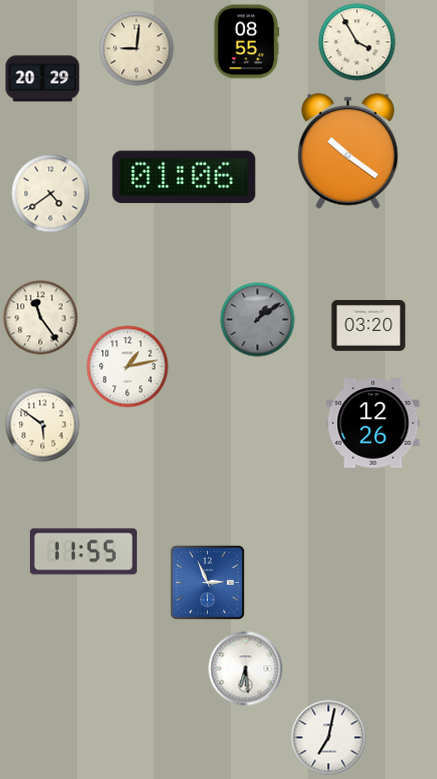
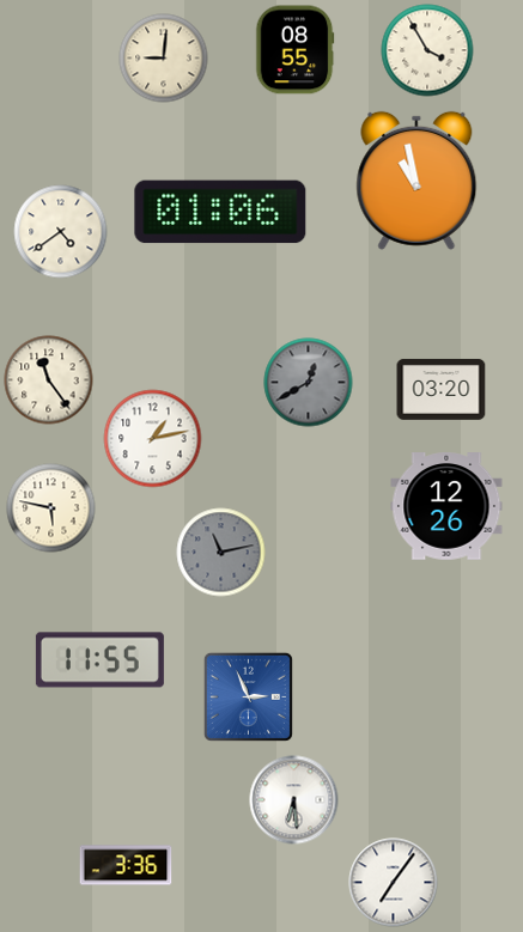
clock at (43, 79): 20:29 -> none
clock at (348, 151): 10:21 -> 10:58
clock at (258, 320): 1:09 -> 12:40
clock at (43, 425): 5:51 -> 5:47
clock at (221, 553): none -> 11:13
clock at (126, 865): none -> 3:36
clock at (329, 738): 7:02 -> 7:06
